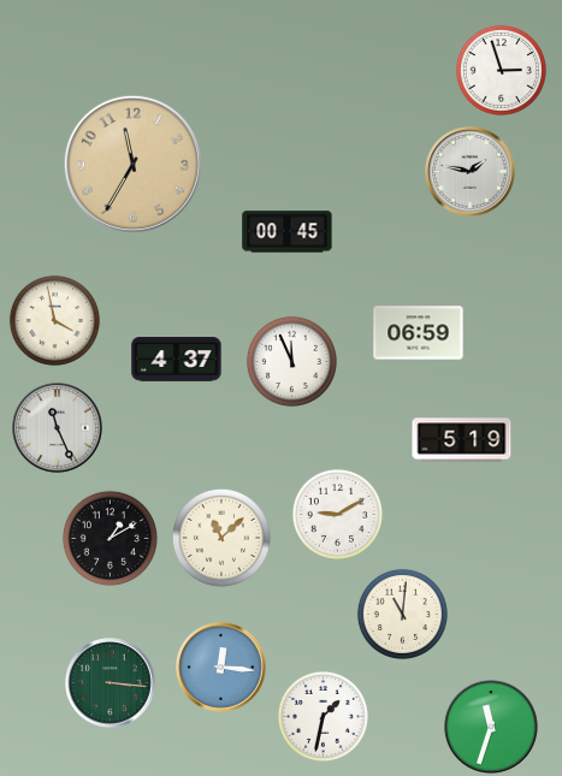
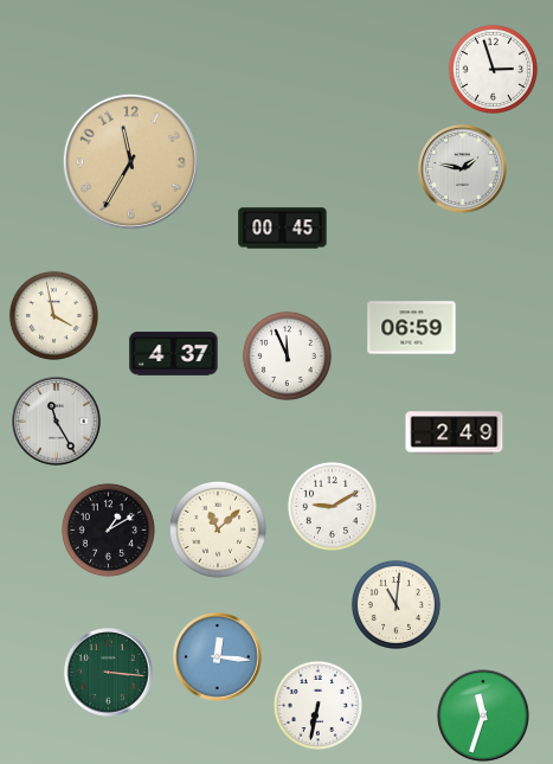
clock at (58, 428): 11:26 -> 11:25
clock at (462, 440): 5:19 -> 2:49
clock at (323, 716): 1:32 -> 6:32
